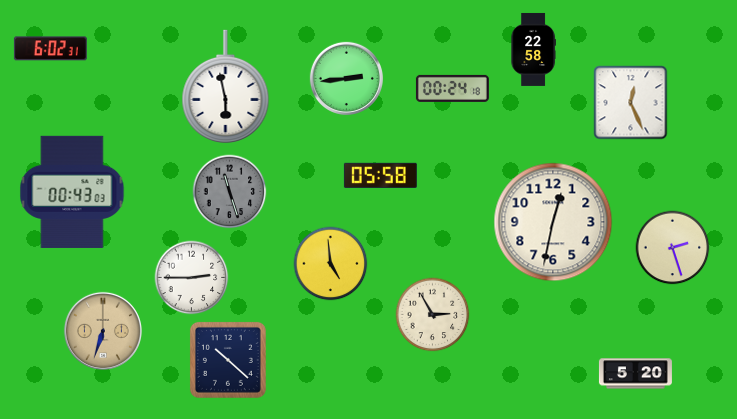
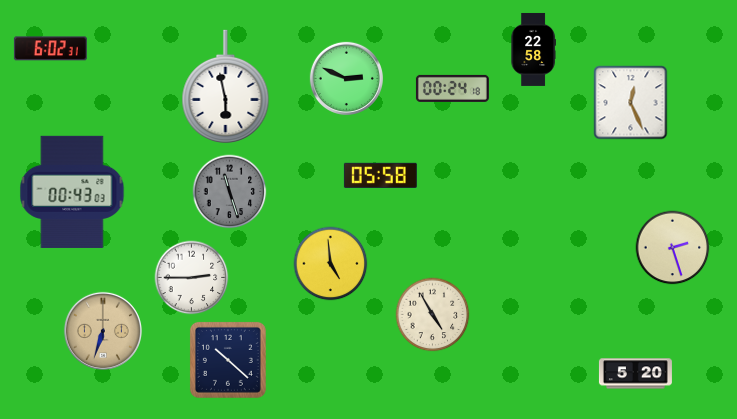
clock at (346, 78): 2:44 -> 2:49
clock at (553, 222): 12:32 -> none
clock at (433, 315): 2:55 -> 4:55
